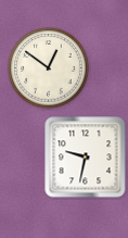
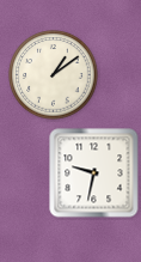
clock at (49, 68): 12:51 -> 1:09
